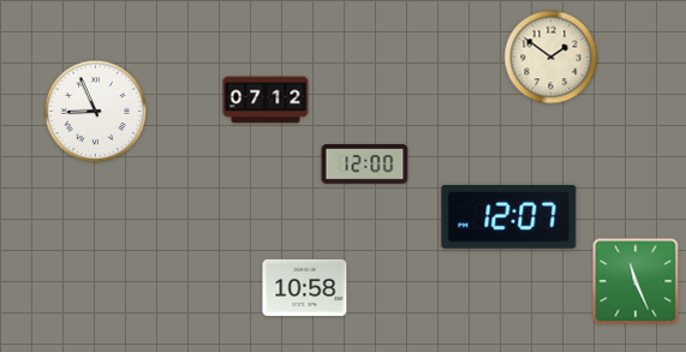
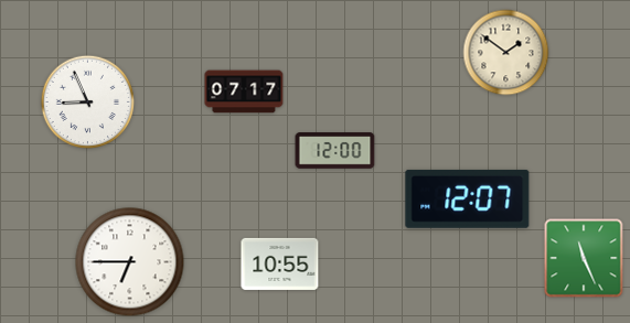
clock at (266, 100): 07:12 -> 07:17
clock at (130, 262): none -> 6:45
clock at (305, 287): 10:58 -> 10:55
